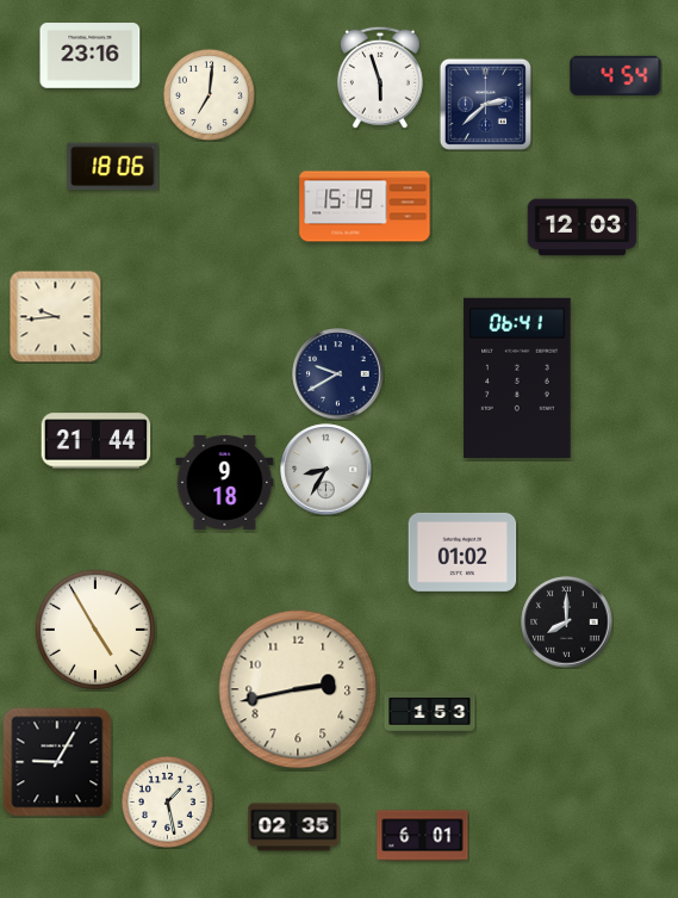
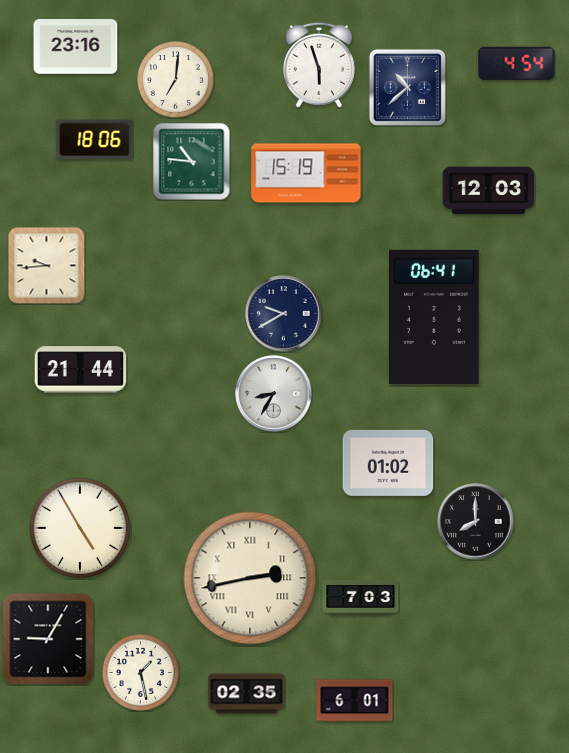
clock at (485, 104): 2:38 -> 10:38
clock at (192, 162): none -> 10:46
clock at (225, 482): 9:18 -> none
clock at (298, 689) numerals: Arabic -> Roman
clock at (430, 712): 1:53 -> 7:03
